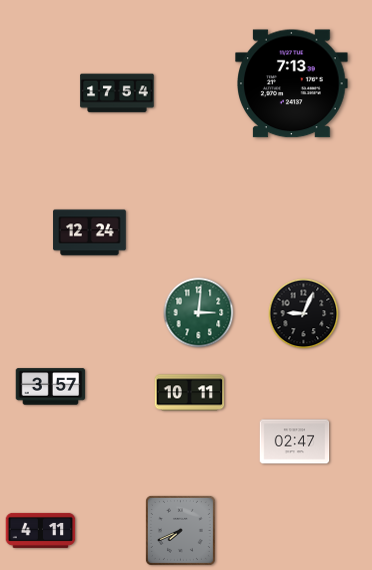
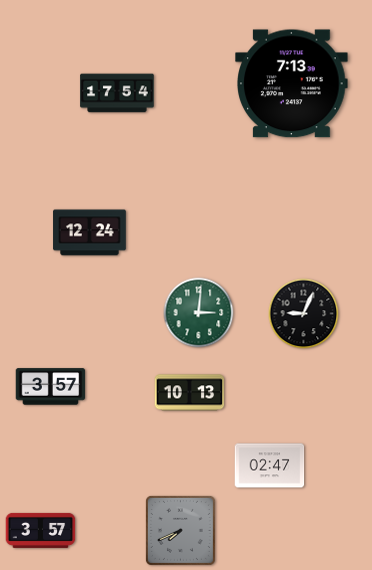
clock at (190, 393): 10:11 -> 10:13
clock at (295, 442) position: (295, 442) -> (270, 466)
clock at (41, 530): 4:11 -> 3:57
